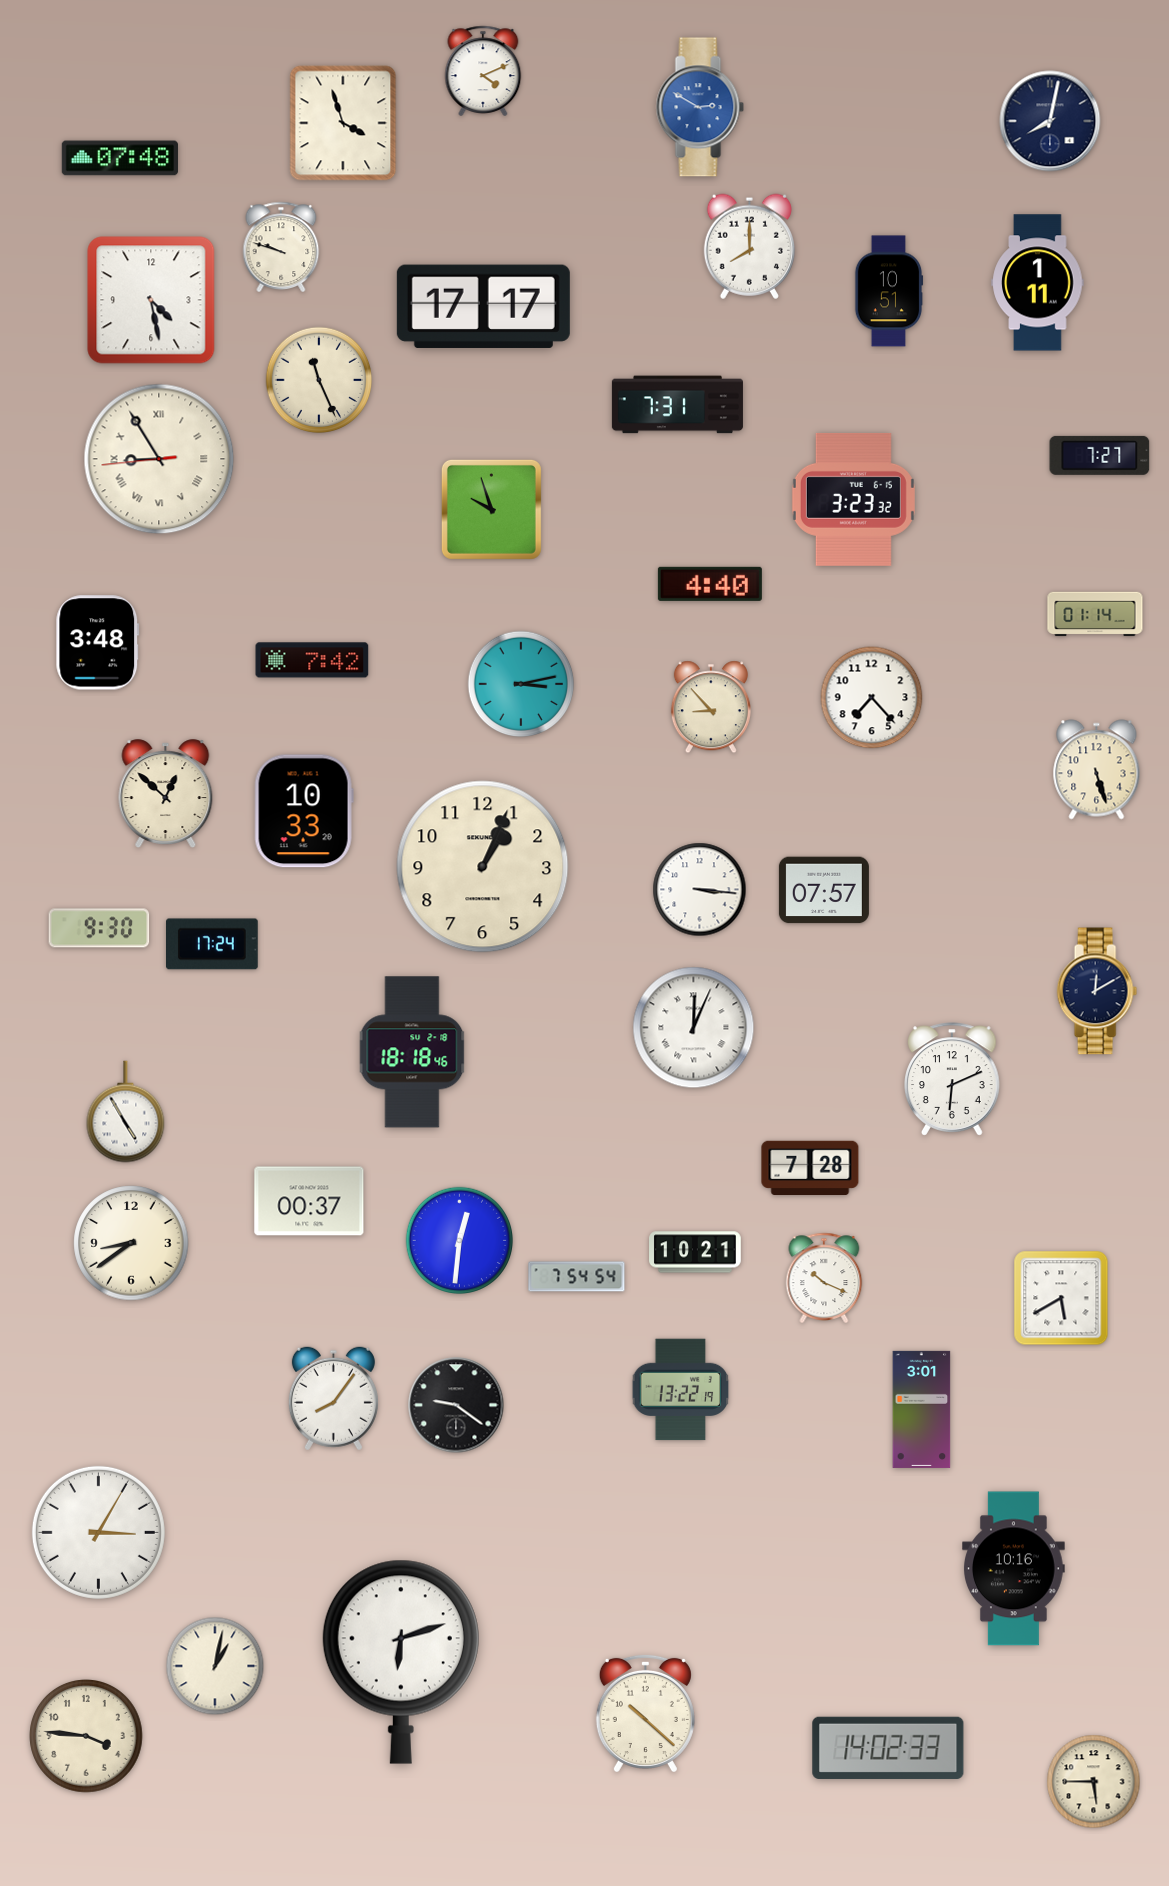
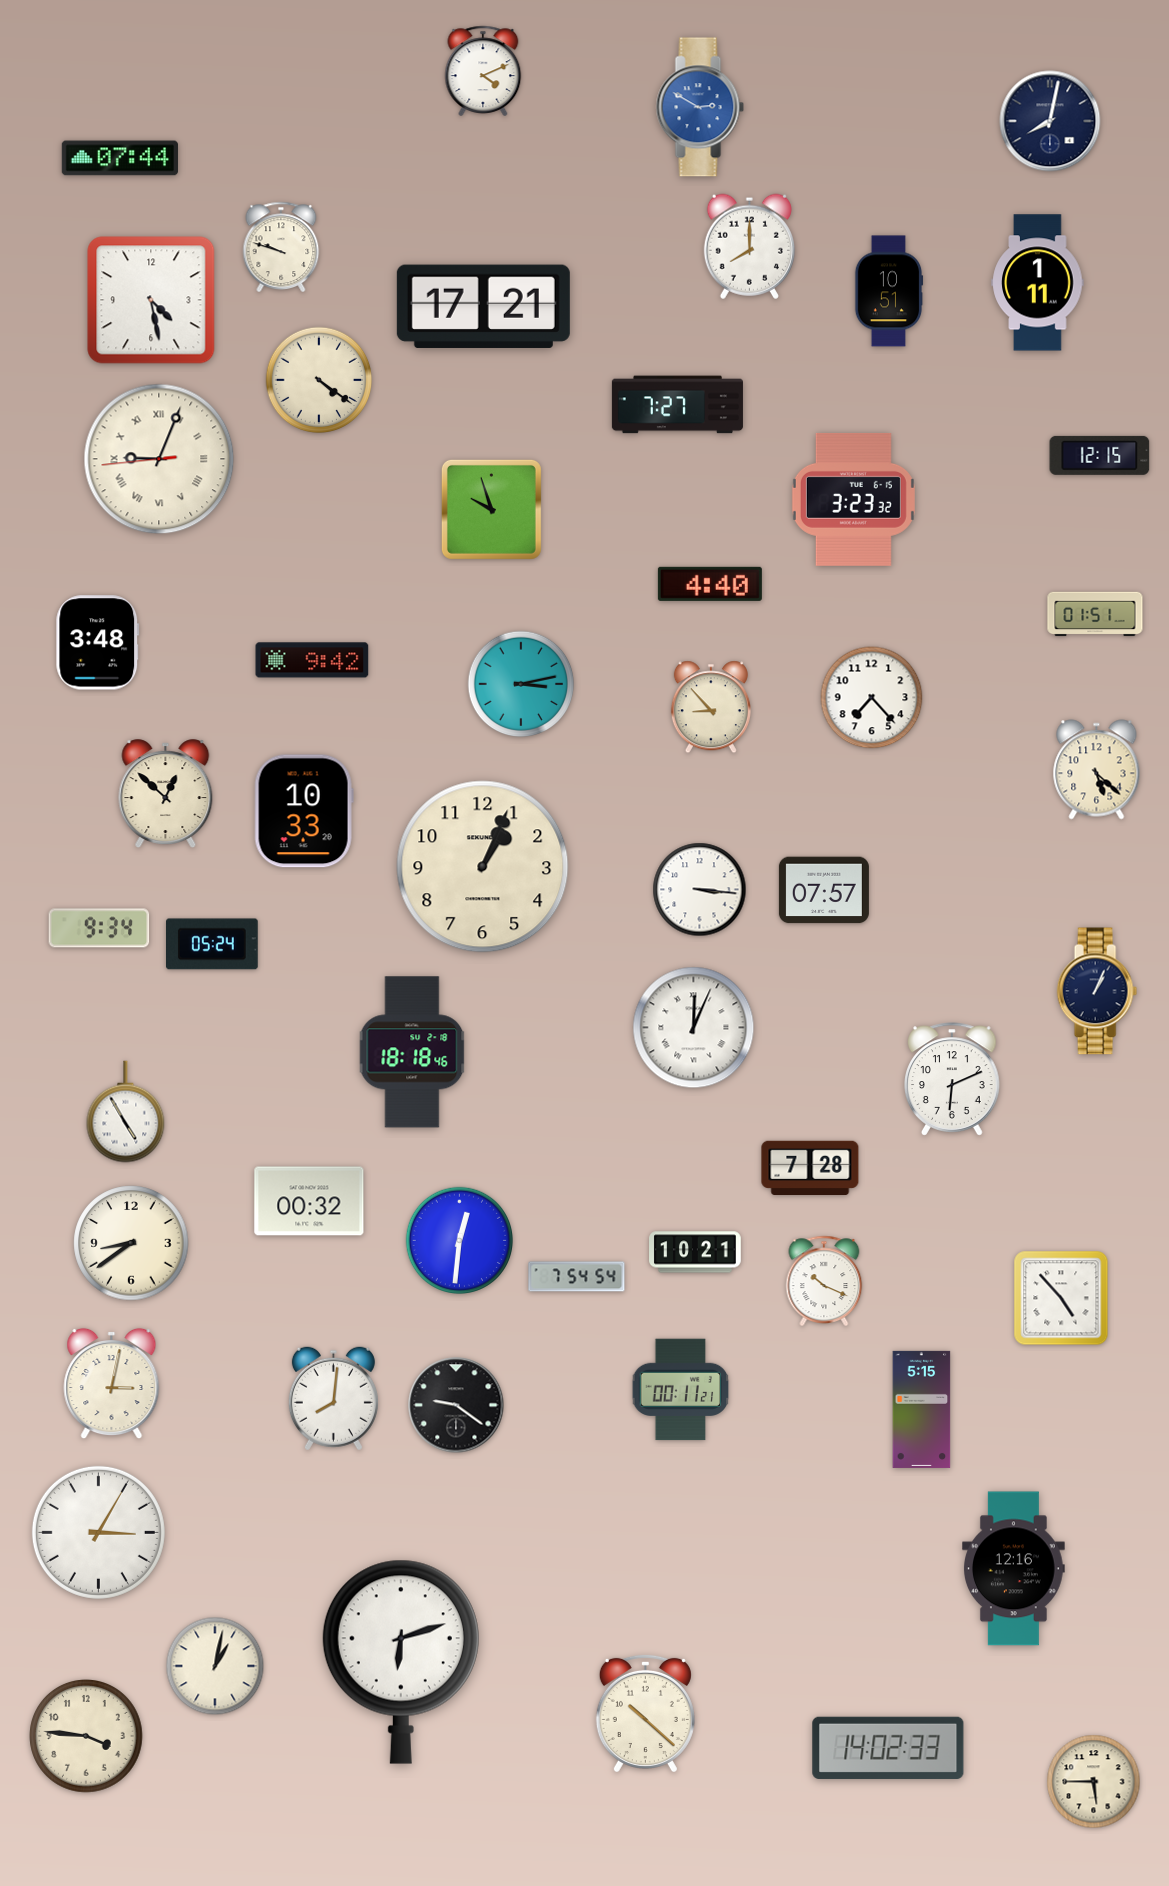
clock at (343, 123): 3:57 -> none
clock at (120, 158): 07:48 -> 07:44
clock at (483, 306): 17:17 -> 17:21
clock at (319, 380): 11:26 -> 4:21
clock at (677, 405): 7:31 -> 7:27
clock at (1100, 455): 7:27 -> 12:15
clock at (159, 459): 8:54 -> 9:03
clock at (1095, 614): 01:14 -> 01:51
clock at (312, 660): 7:42 -> 9:42
clock at (1097, 770): 5:27 -> 5:22
clock at (99, 928): 9:30 -> 9:34
clock at (213, 944): 17:24 -> 05:24
clock at (1097, 991): 12:10 -> 1:04
clock at (309, 1201): 00:37 -> 00:32
clock at (824, 1277) position: (824, 1277) -> (824, 1280)
clock at (1061, 1298): 5:40 -> 4:53
clock at (112, 1384): none -> 3:02
clock at (681, 1390): 13:22 -> 00:11
clock at (333, 1399): 8:06 -> 8:01
clock at (922, 1409): 3:01 -> 5:15
clock at (1014, 1569): 10:16 -> 12:16
